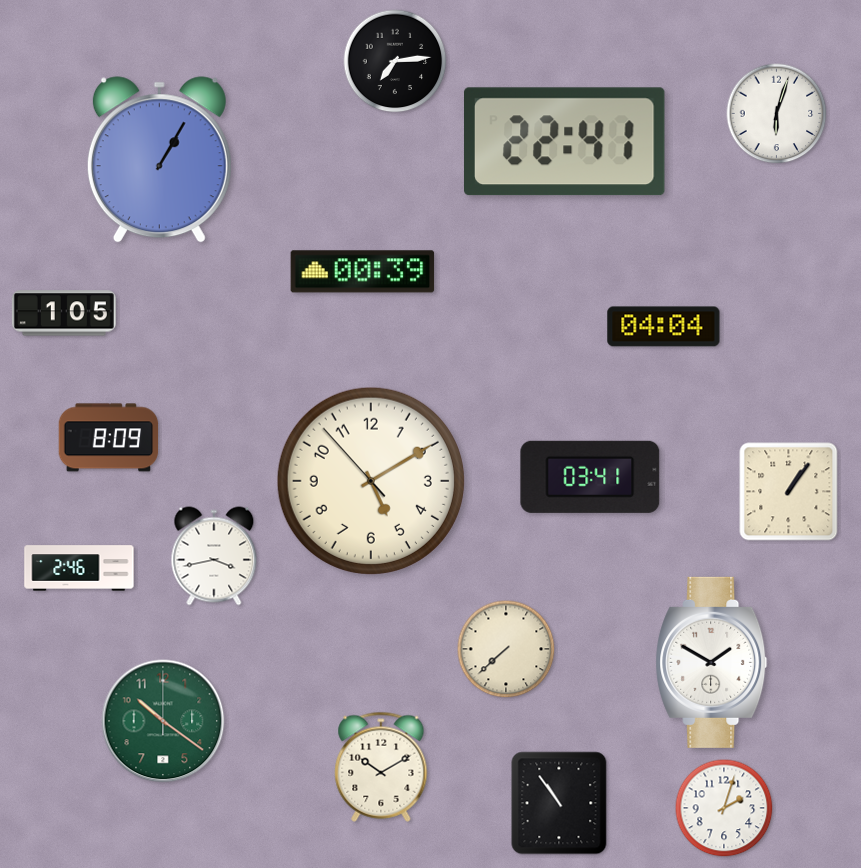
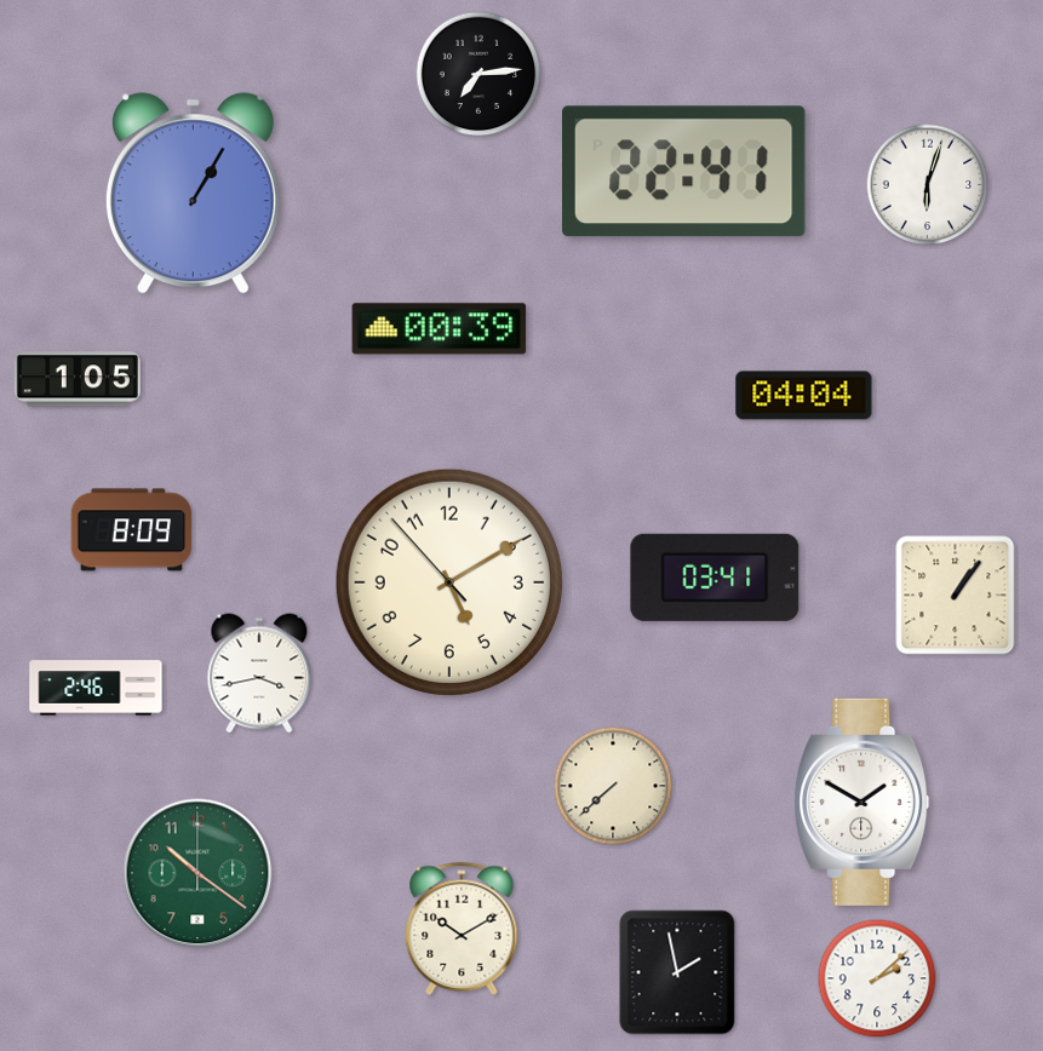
clock at (777, 114) position: (777, 114) -> (928, 185)
clock at (559, 803): 10:54 -> 1:58
clock at (724, 808): 2:03 -> 2:08
